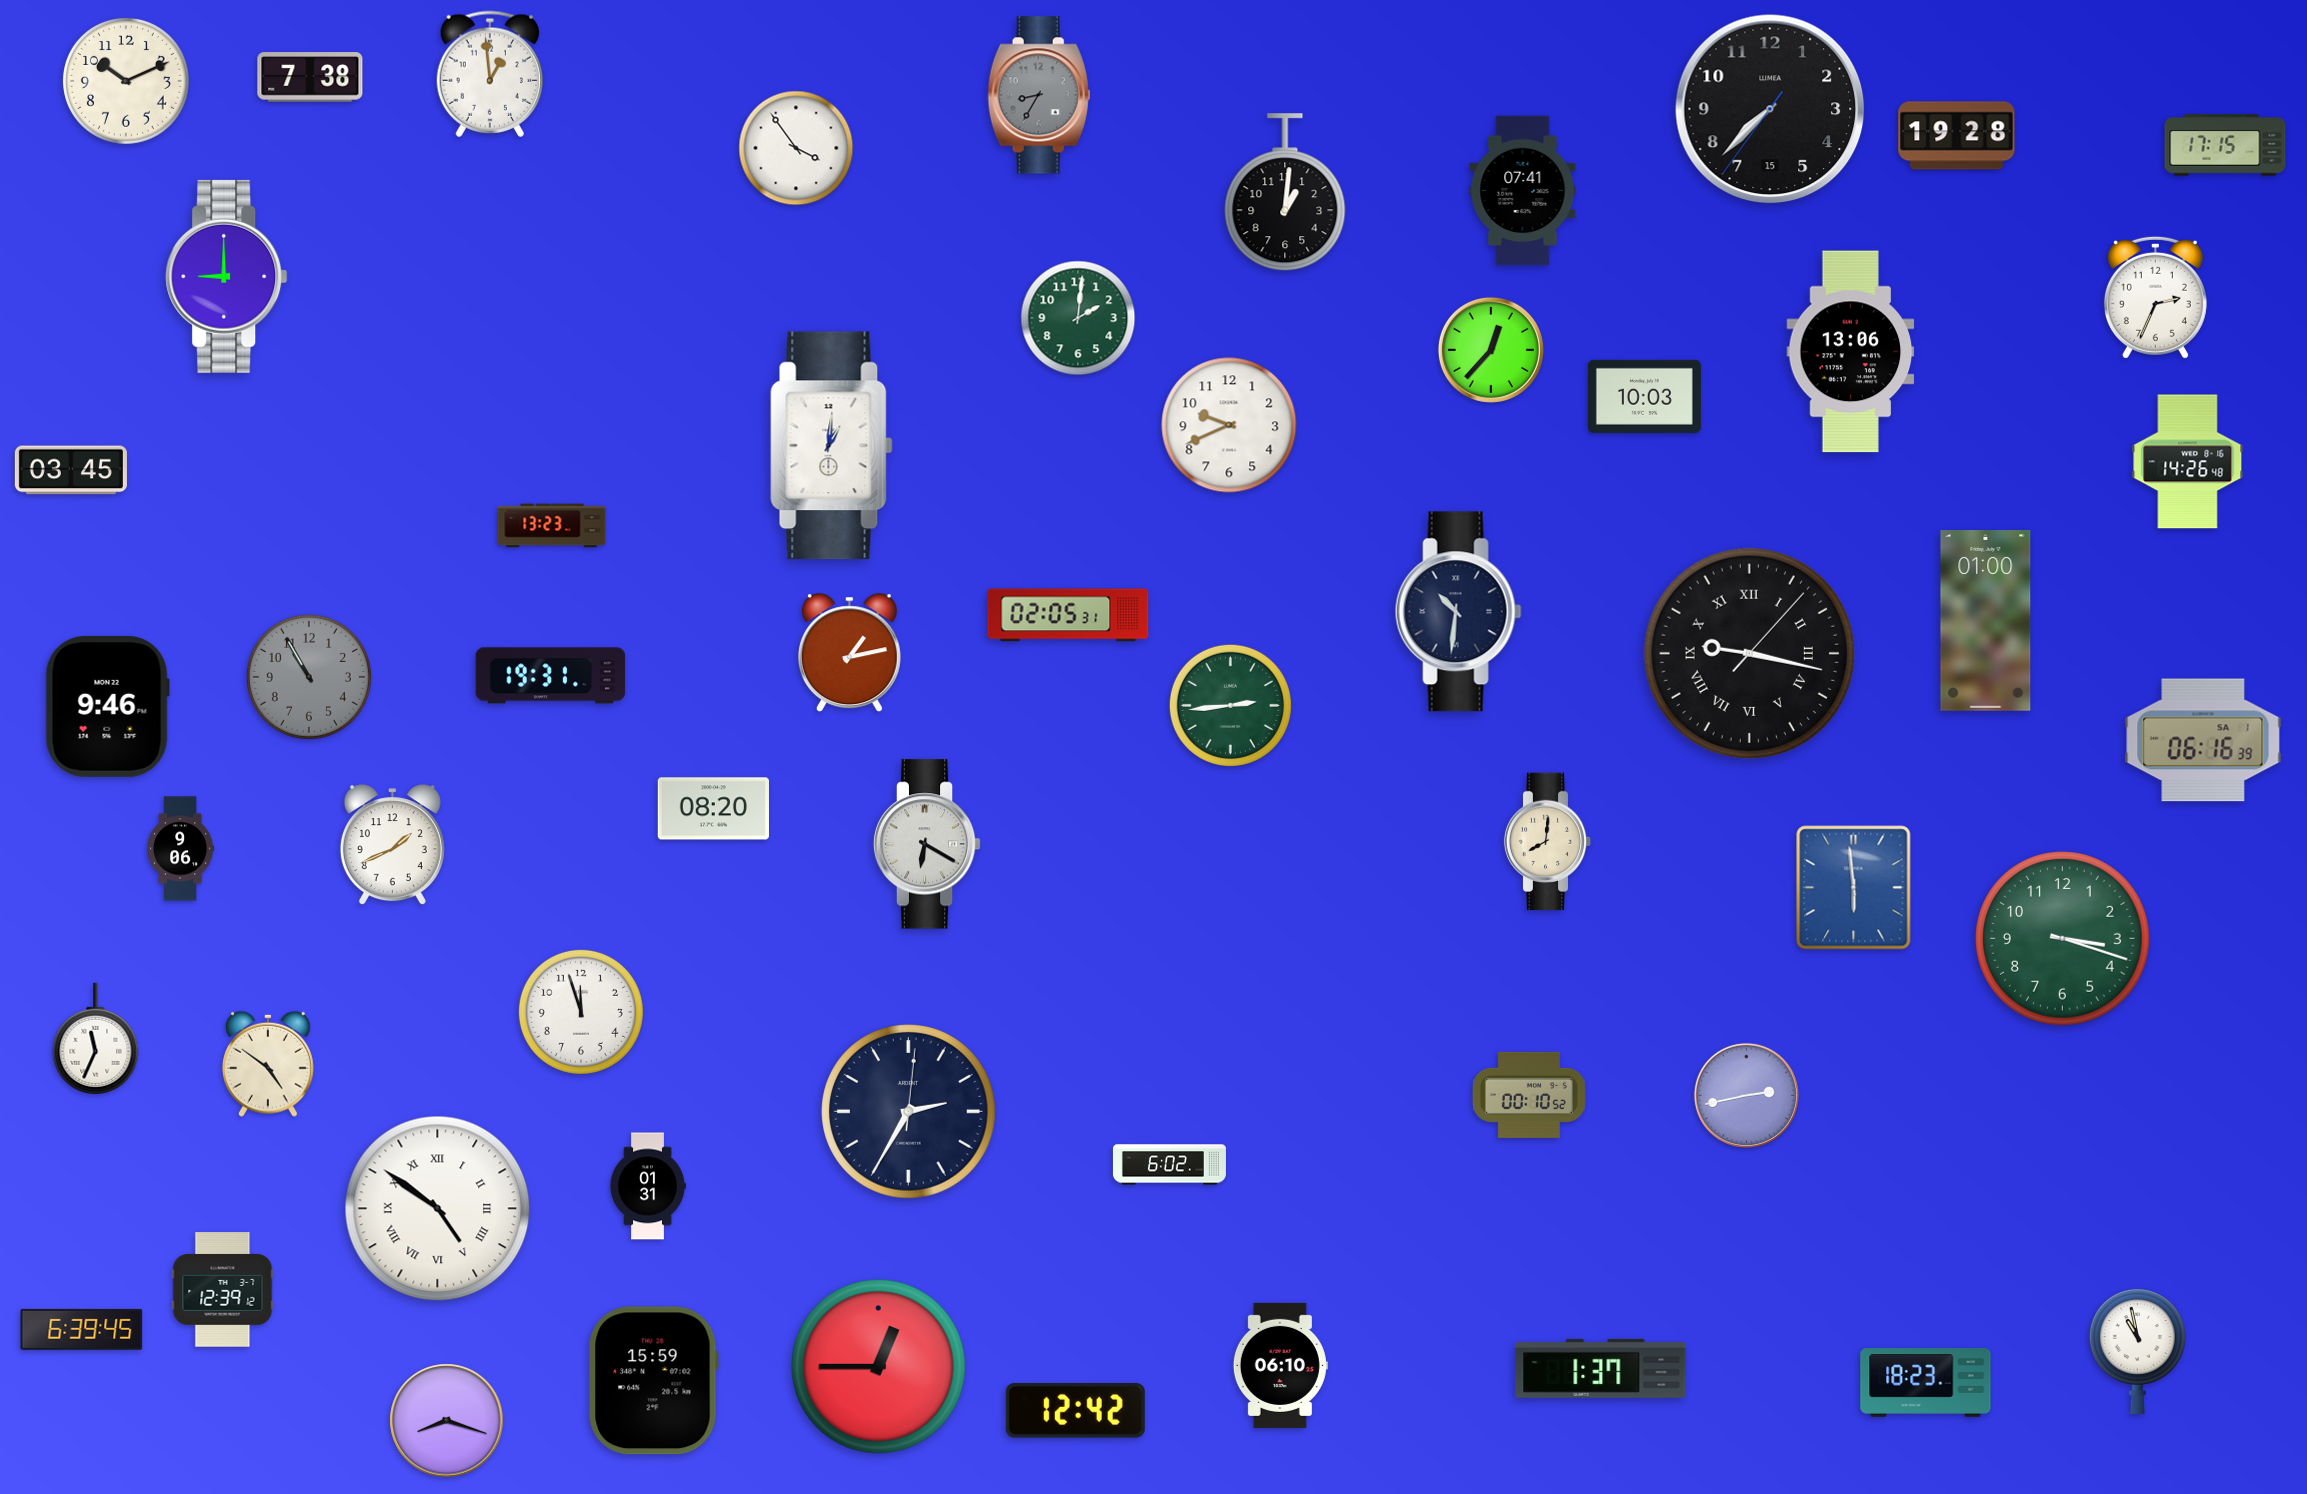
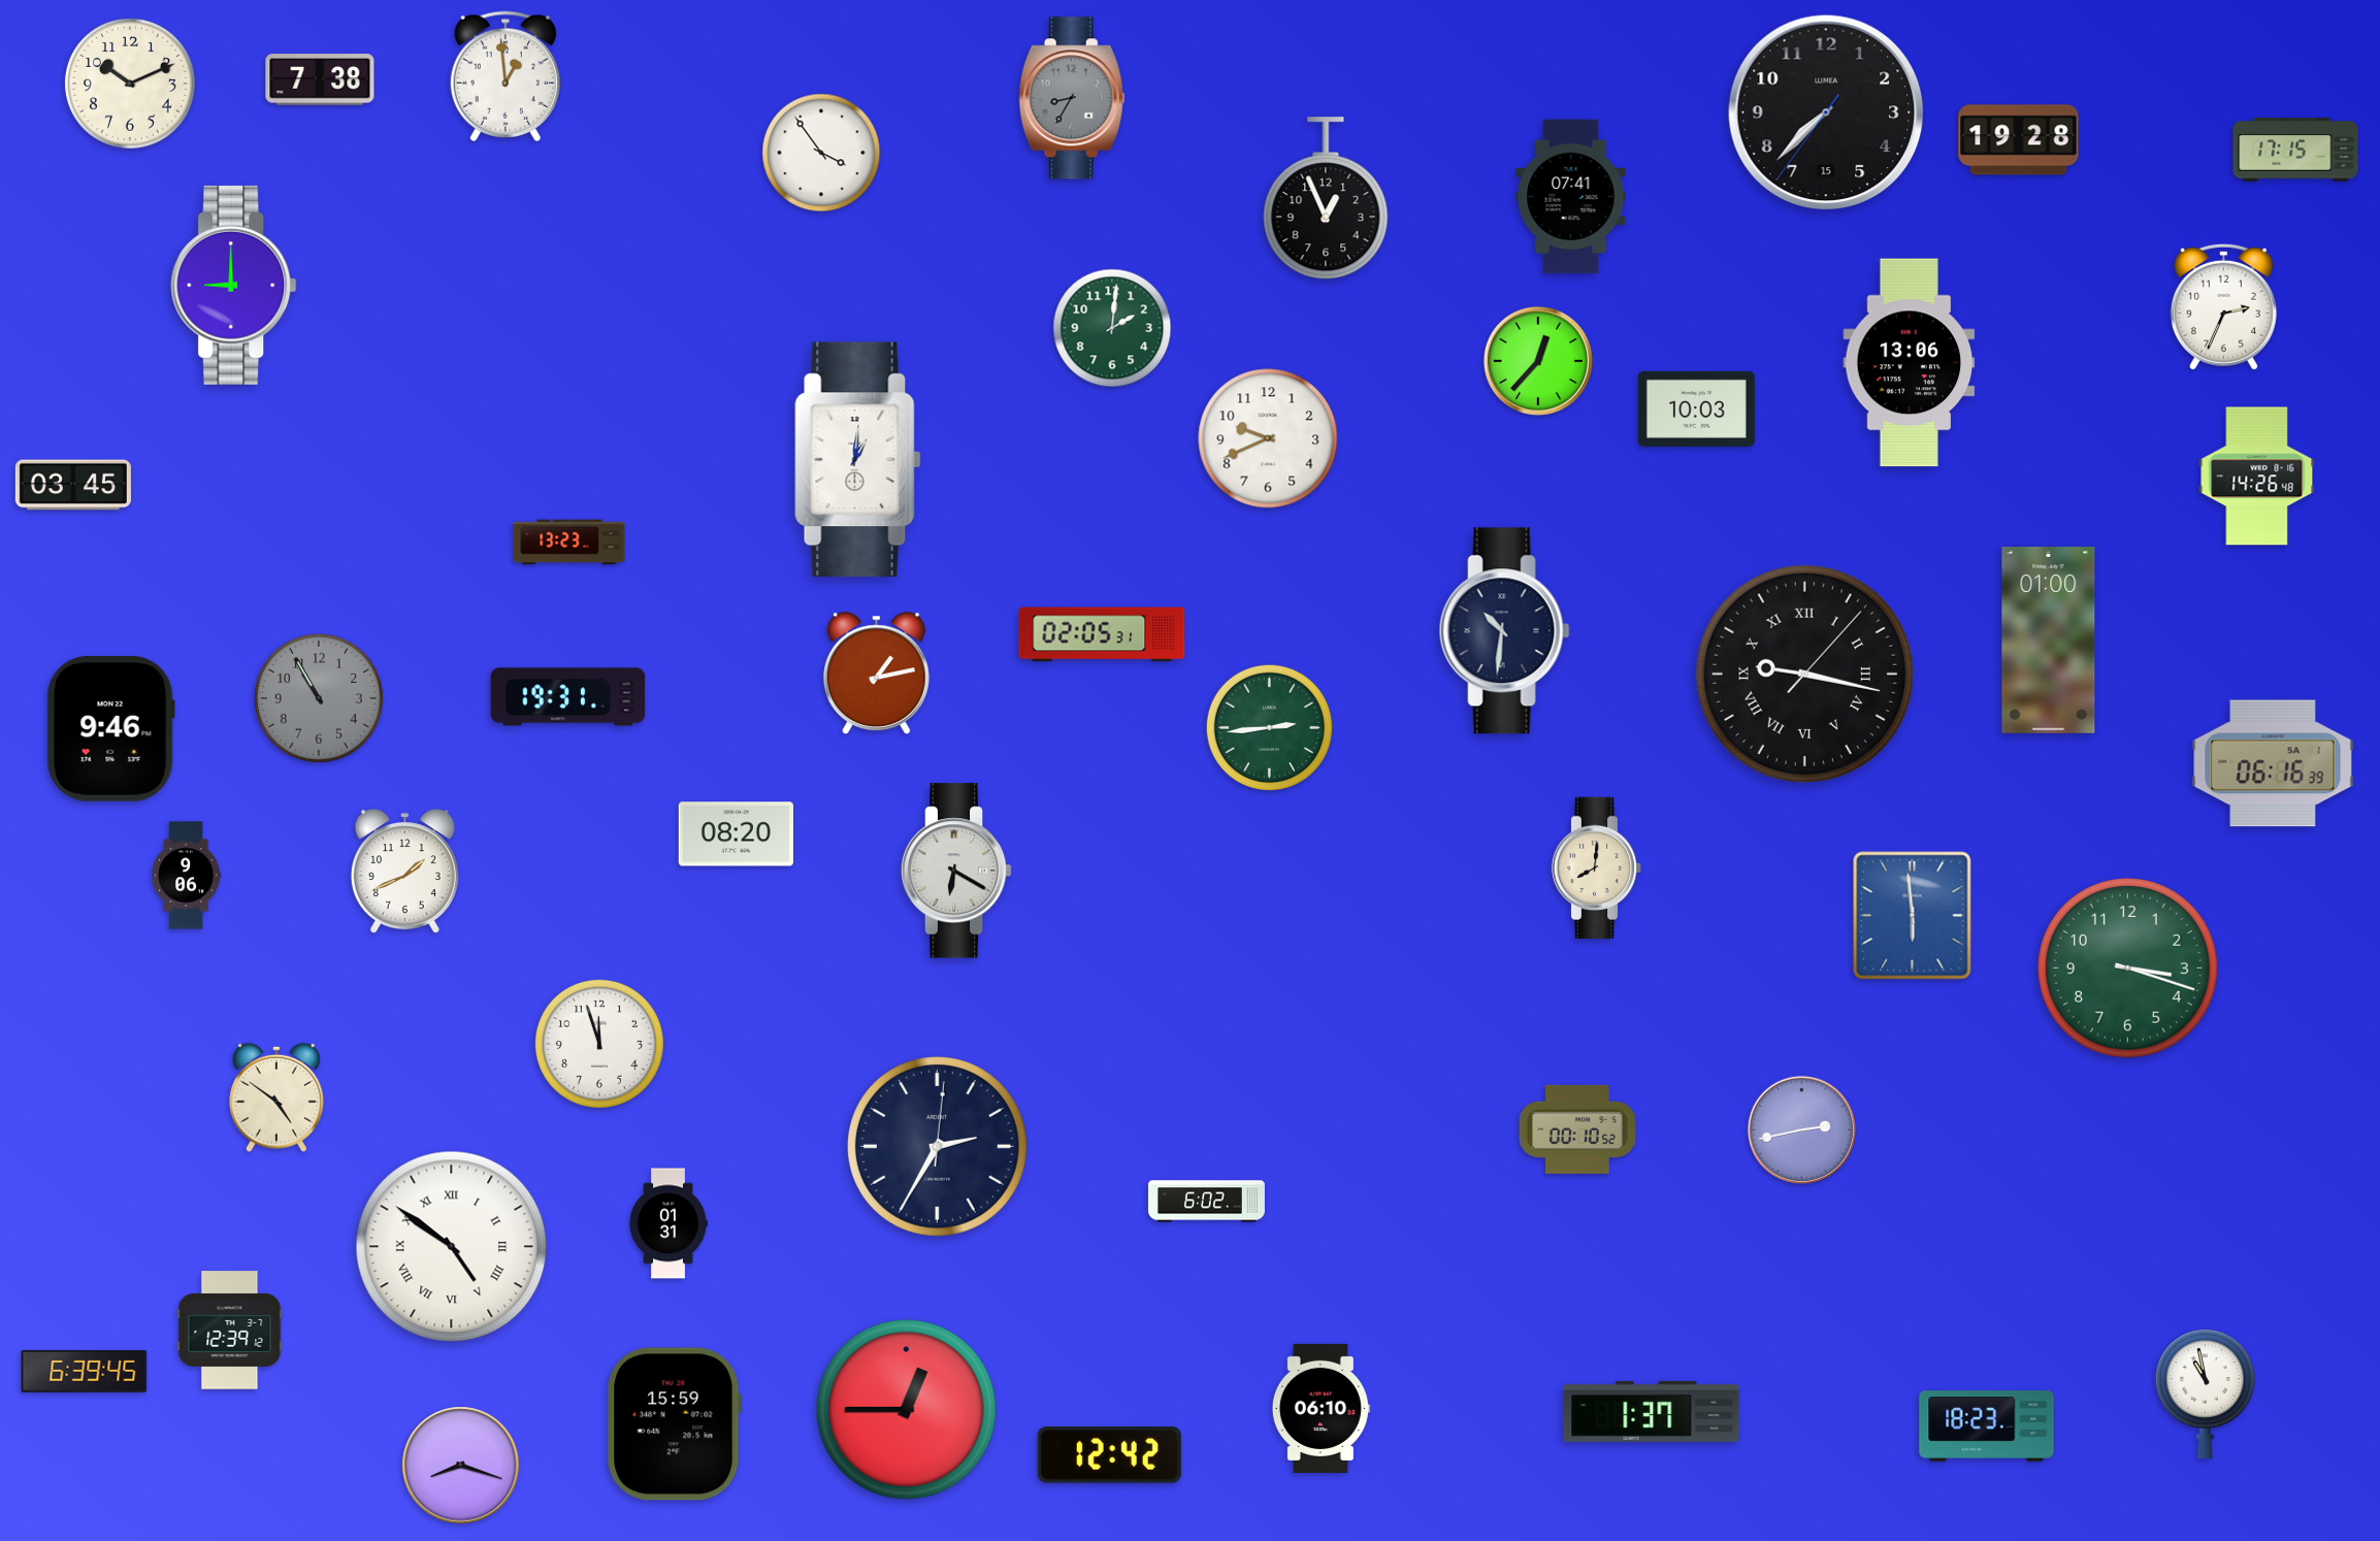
clock at (1285, 193): 1:01 -> 12:56
clock at (96, 1039): 11:34 -> none
